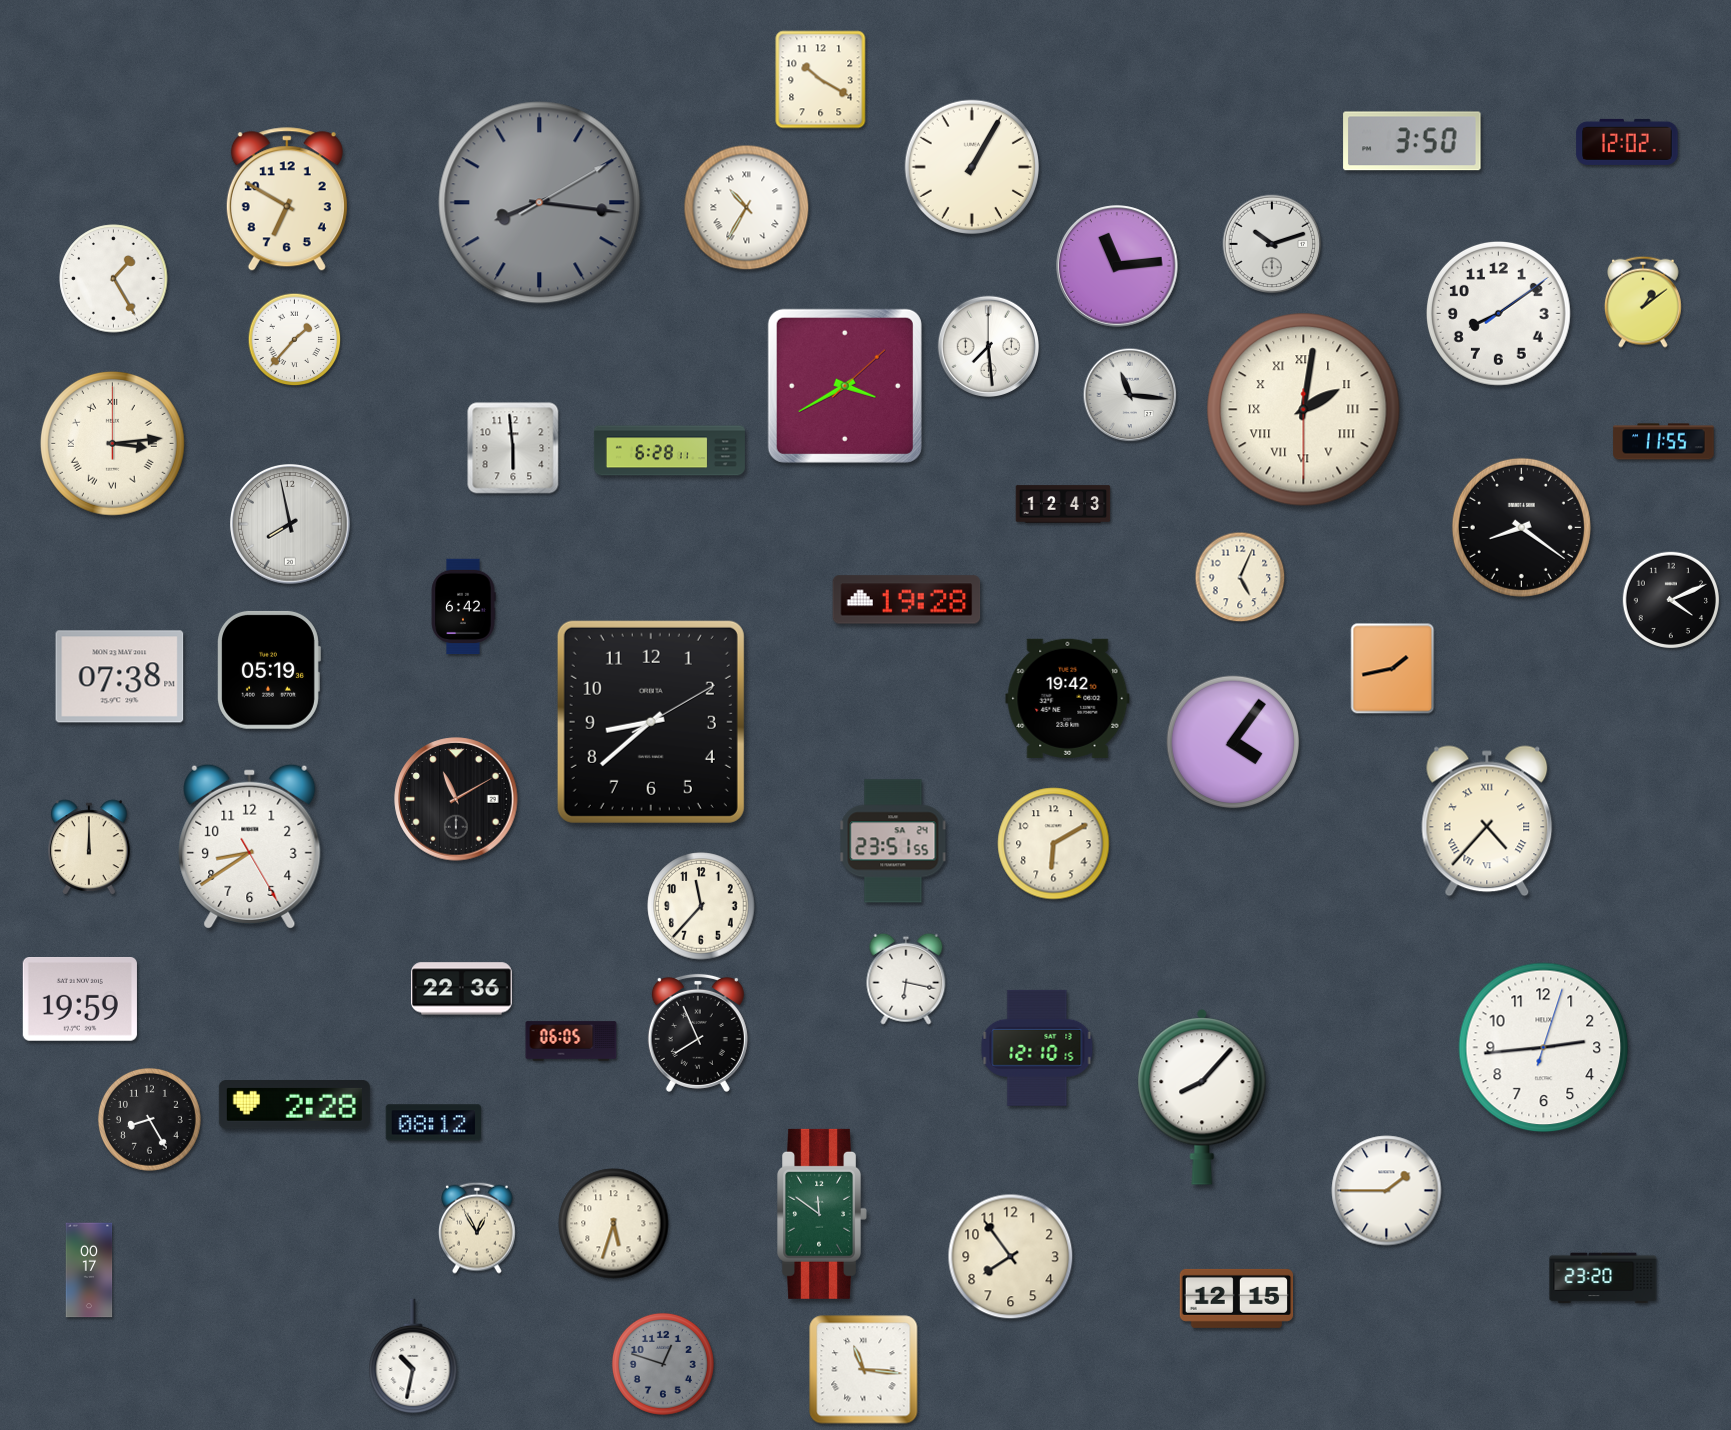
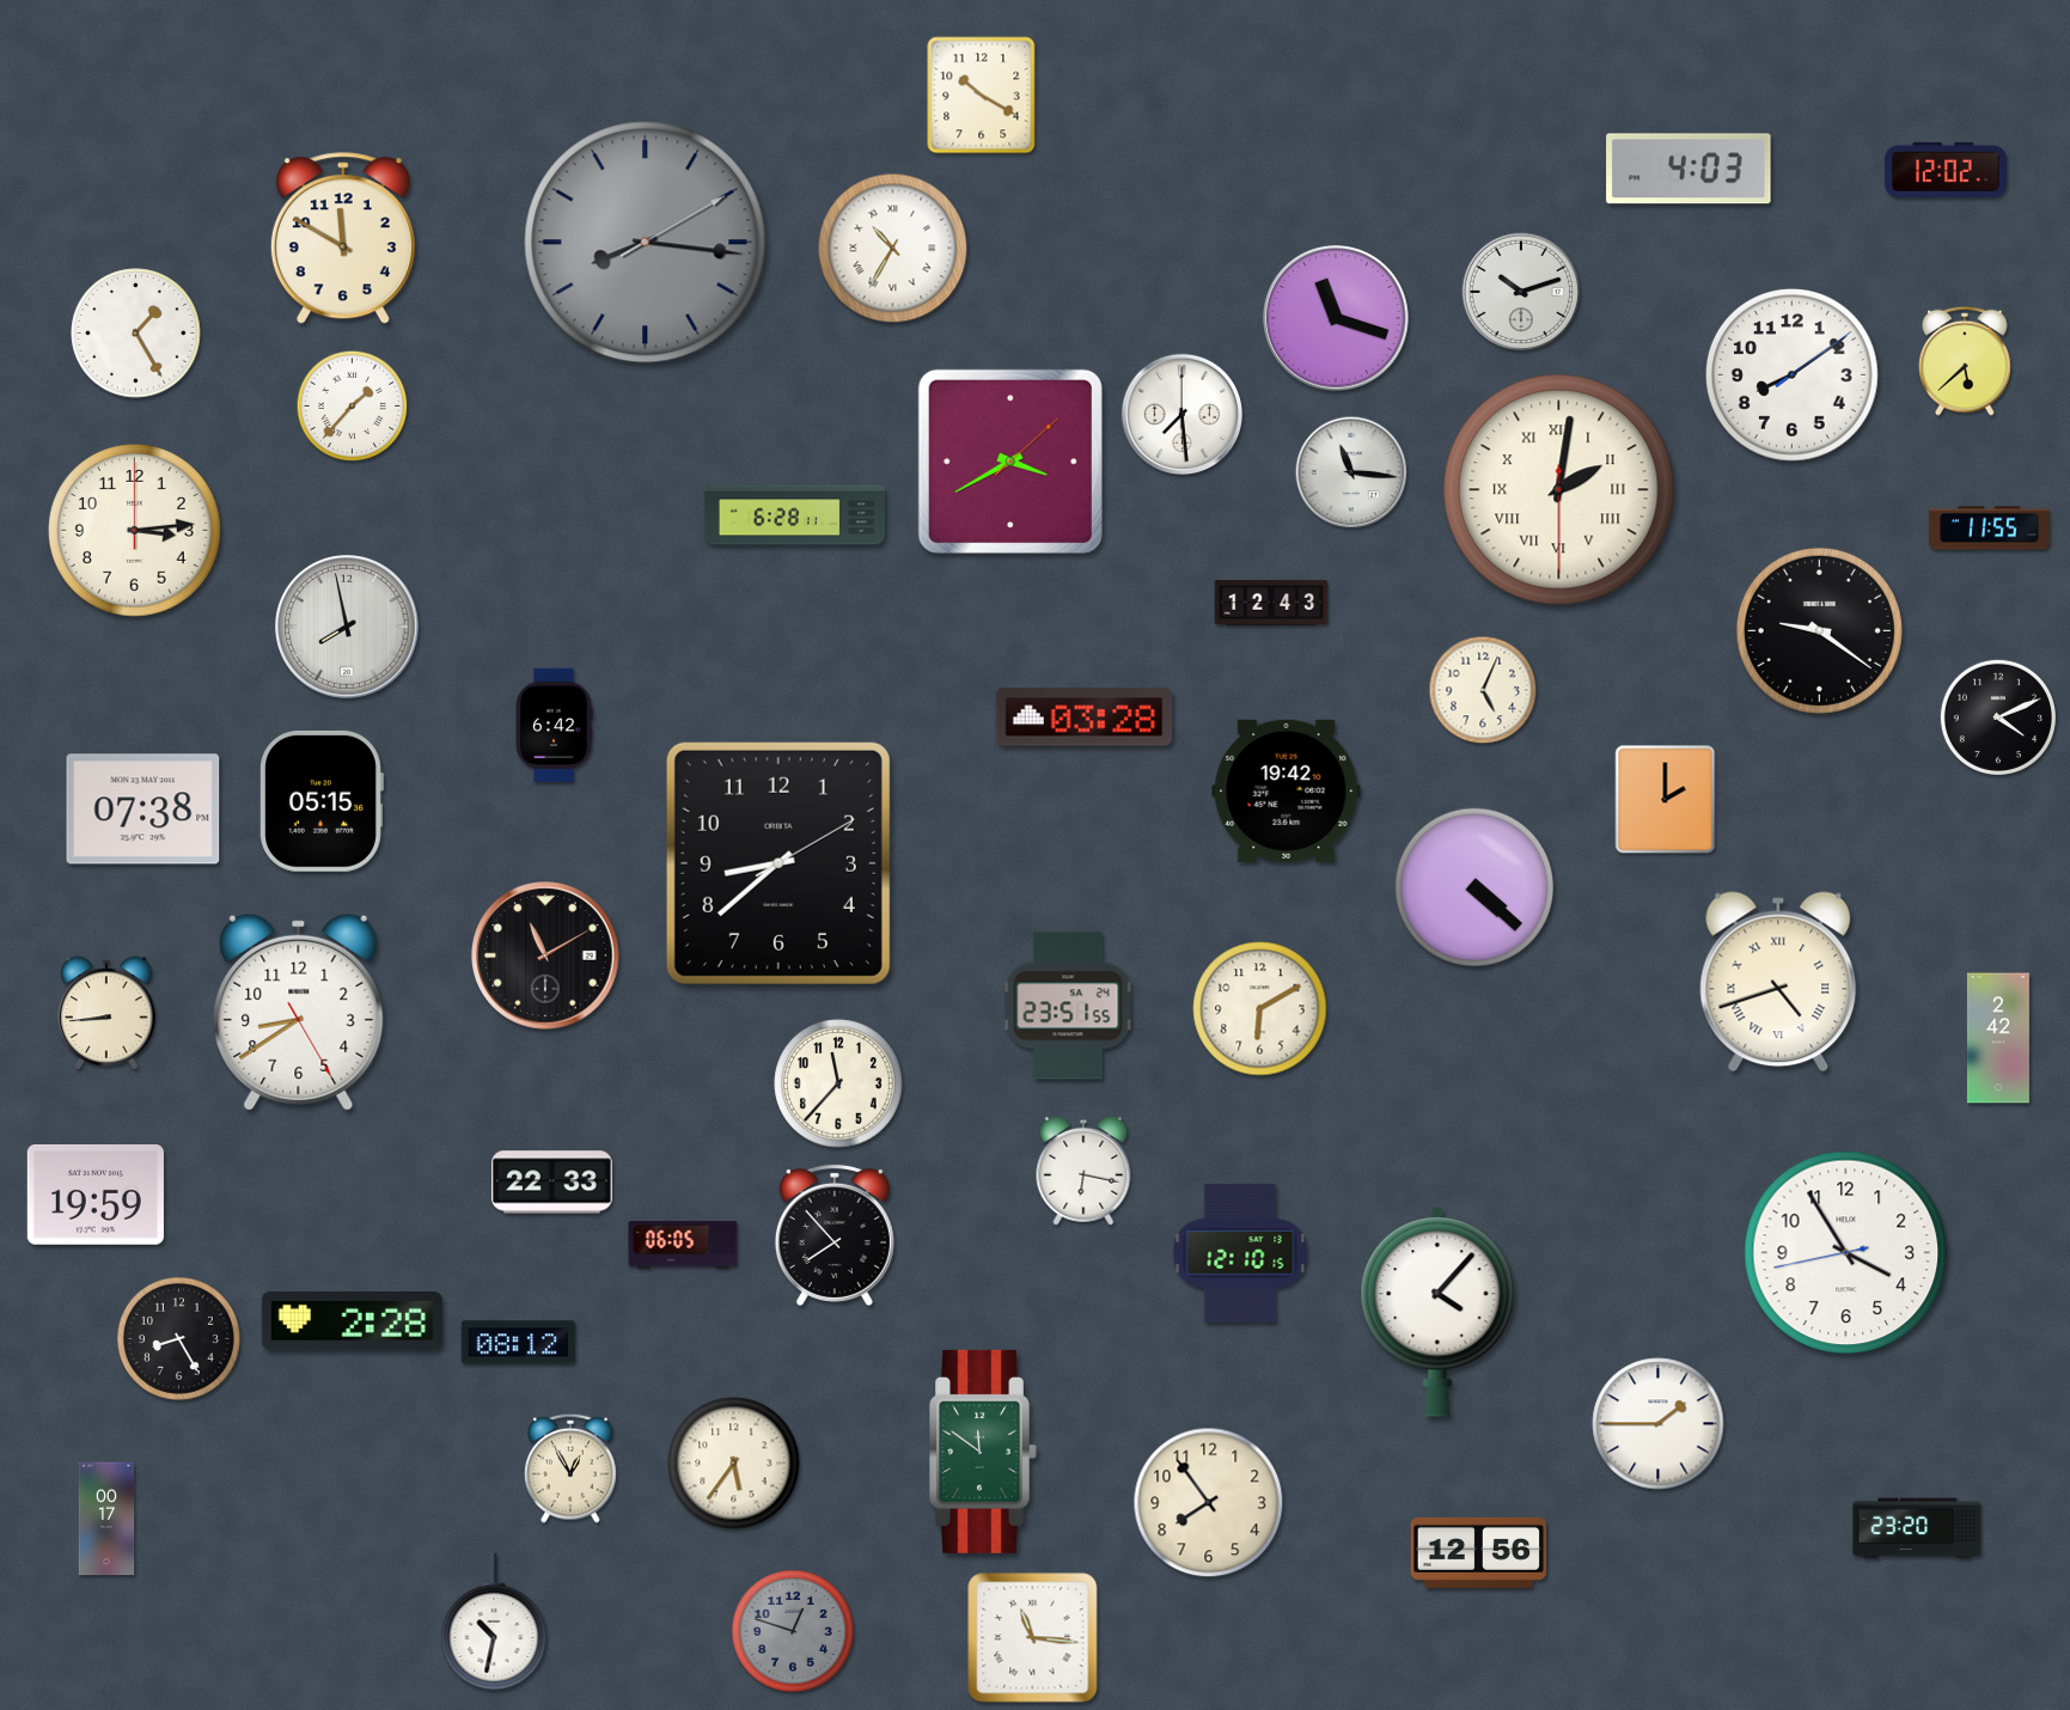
clock at (1412, 141): 3:50 -> 4:03
clock at (971, 166): 1:05 -> none
clock at (287, 200): 6:50 -> 11:50
clock at (1117, 266): 11:14 -> 11:18
clock at (1644, 302): 1:09 -> 5:38
clock at (112, 443) numerals: Roman -> Arabic
clock at (513, 448): 5:59 -> none
clock at (669, 451) position: (669, 451) -> (794, 515)
clock at (1521, 527): 8:21 -> 9:21
clock at (907, 600): 19:28 -> 03:28
clock at (1393, 669): 1:43 -> 2:00
clock at (269, 670): 05:19 -> 05:15
clock at (1068, 698) position: (1068, 698) -> (1287, 790)
clock at (1233, 742): 4:06 -> 4:22
clock at (1487, 821): 4:37 -> 4:42
clock at (90, 847): 12:00 -> 8:44
clock at (1998, 1038): none -> 2:42
clock at (462, 989): 22:36 -> 22:33
clock at (698, 1033): 7:56 -> 7:53
clock at (1544, 1048): 2:44 -> 3:54
clock at (1202, 1097): 8:07 -> 4:07
clock at (614, 1224): 5:33 -> 5:36
clock at (1237, 1298): 12:15 -> 12:56
